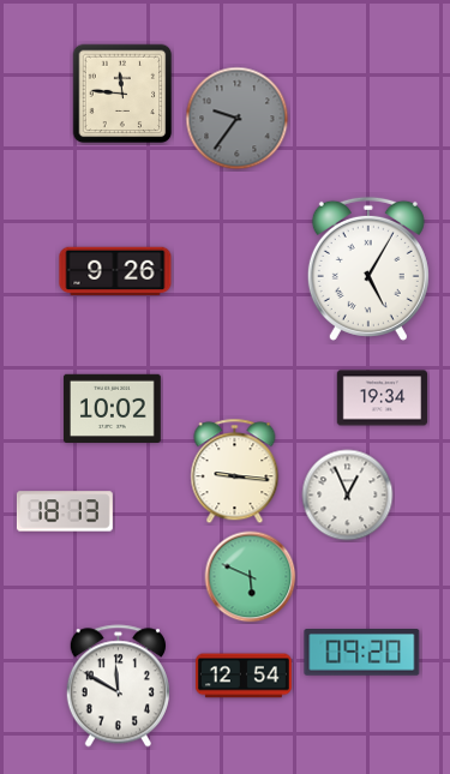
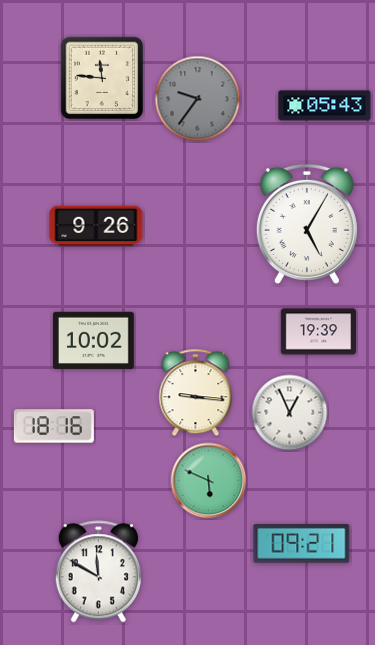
clock at (325, 106): none -> 05:43
clock at (383, 398): 19:34 -> 19:39
clock at (65, 511): 18:13 -> 18:16
clock at (362, 653): 09:20 -> 09:21
clock at (244, 676): 12:54 -> none
